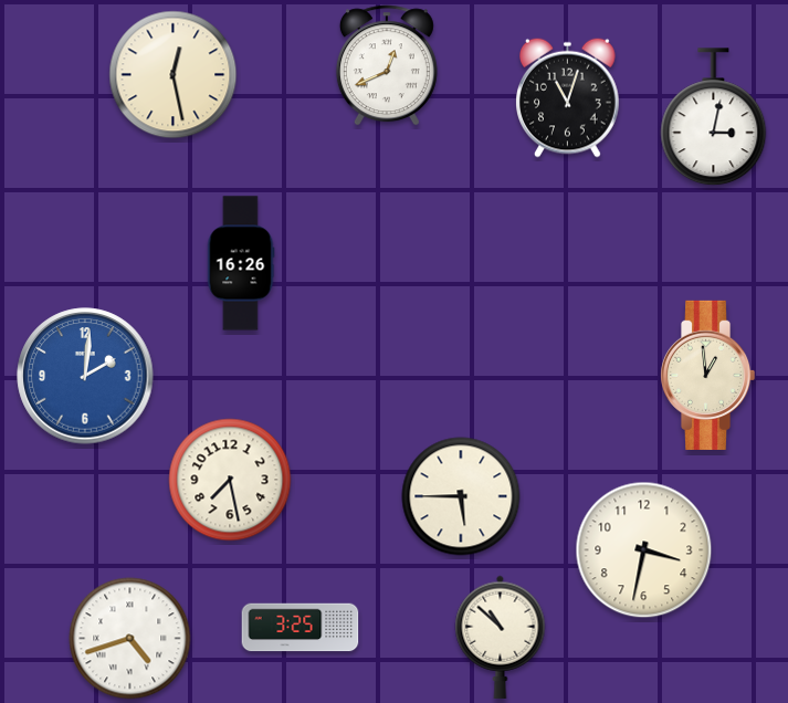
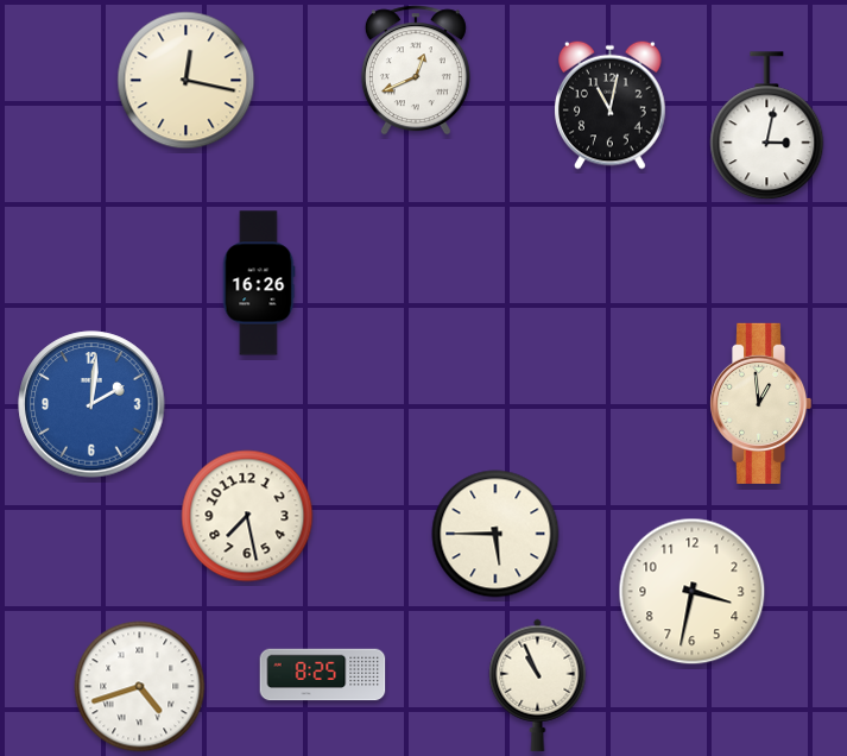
clock at (174, 75): 12:28 -> 12:17
clock at (568, 97): 11:03 -> 11:02
clock at (301, 628): 3:25 -> 8:25
clock at (501, 637): 10:52 -> 10:56
